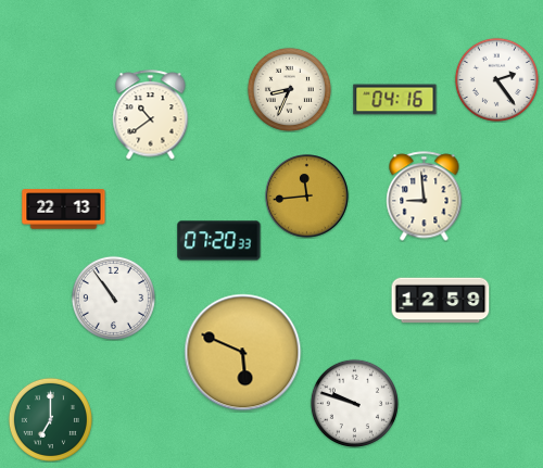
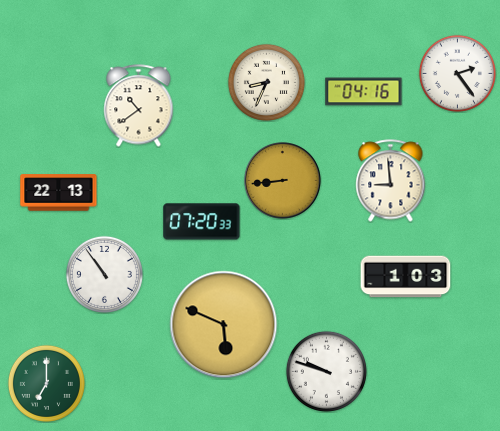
clock at (307, 197): 11:44 -> 8:44
clock at (441, 301): 12:59 -> 1:03
clock at (50, 419) position: (50, 419) -> (46, 383)
